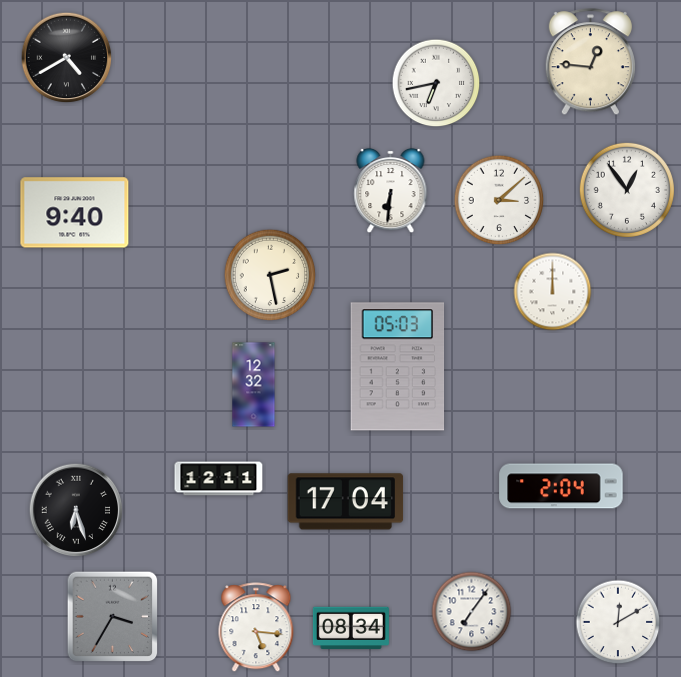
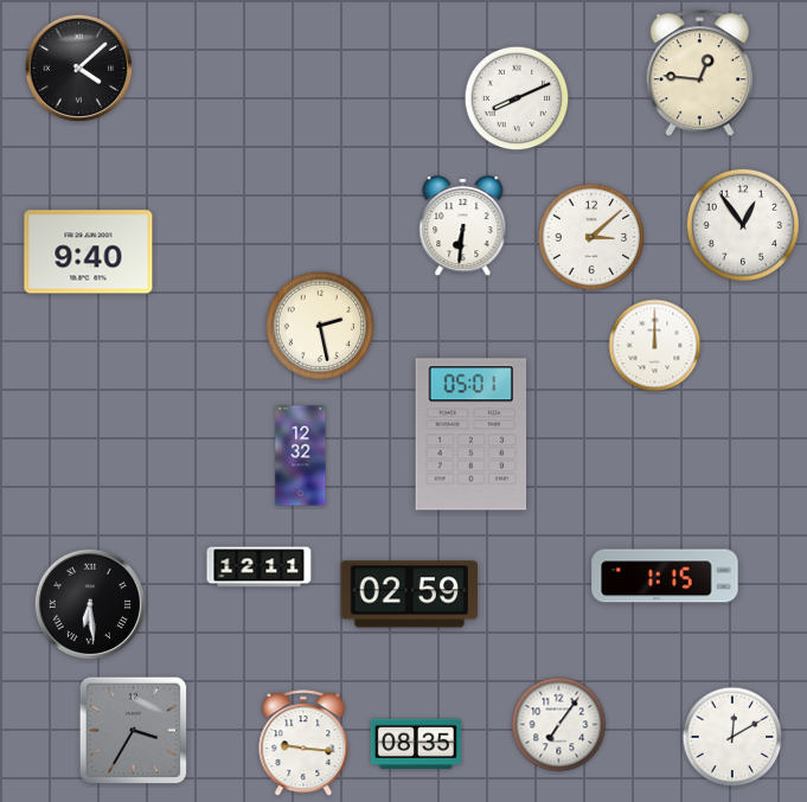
clock at (67, 58): 4:40 -> 4:08
clock at (436, 83): 6:43 -> 8:11
clock at (398, 367): 05:03 -> 05:01
clock at (561, 486): 2:04 -> 1:15
clock at (346, 502): 17:04 -> 02:59
clock at (76, 510): 6:27 -> 6:29
clock at (256, 628): 5:16 -> 9:16
clock at (351, 628): 08:34 -> 08:35
